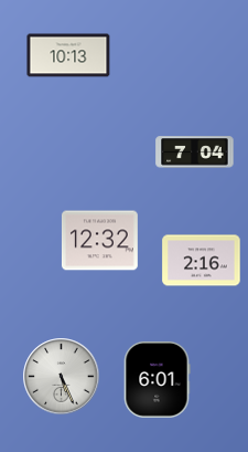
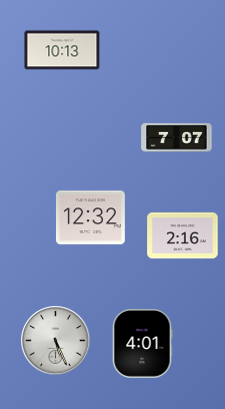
clock at (195, 153): 7:04 -> 7:07
clock at (157, 379): 6:01 -> 4:01
